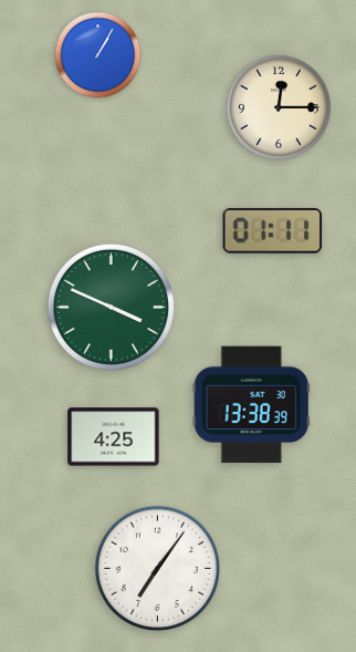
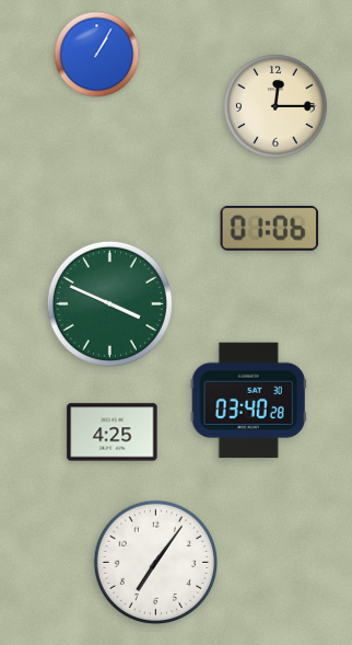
clock at (273, 230): 01:11 -> 01:06
clock at (251, 405): 13:38 -> 03:40
